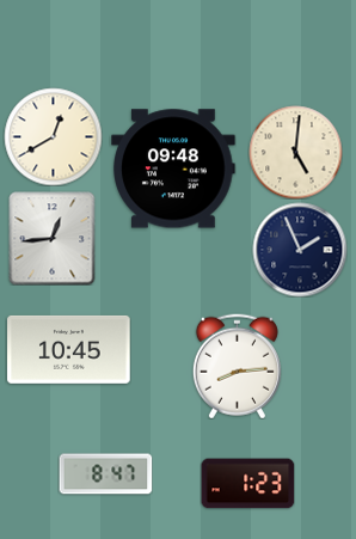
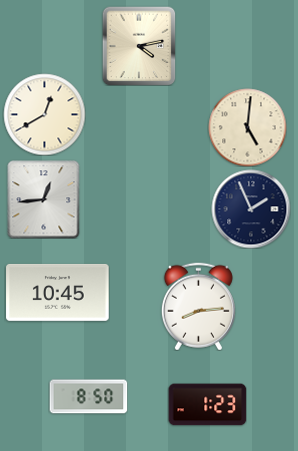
clock at (139, 46): none -> 4:13
clock at (173, 169): 09:48 -> none
clock at (105, 474): 8:47 -> 8:50
